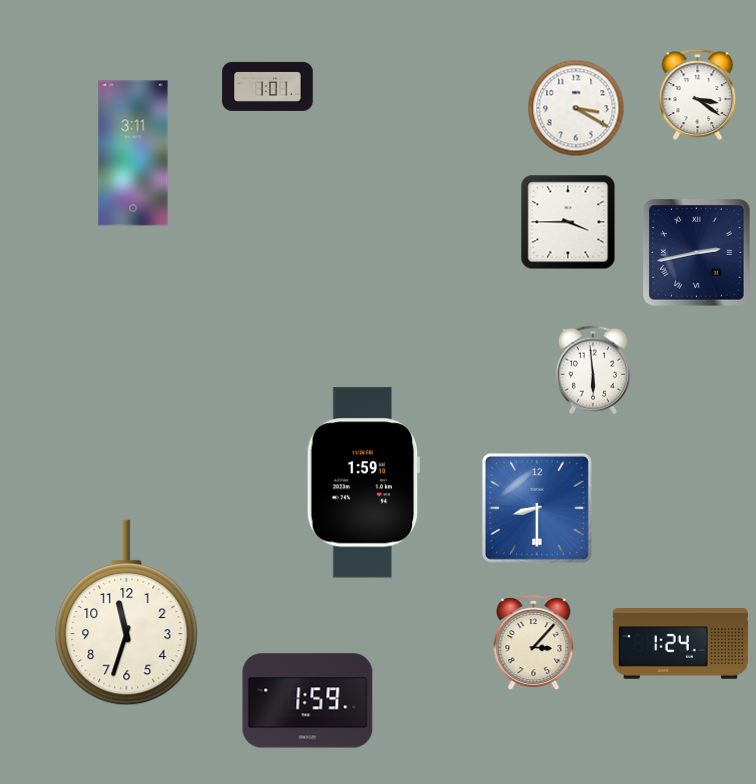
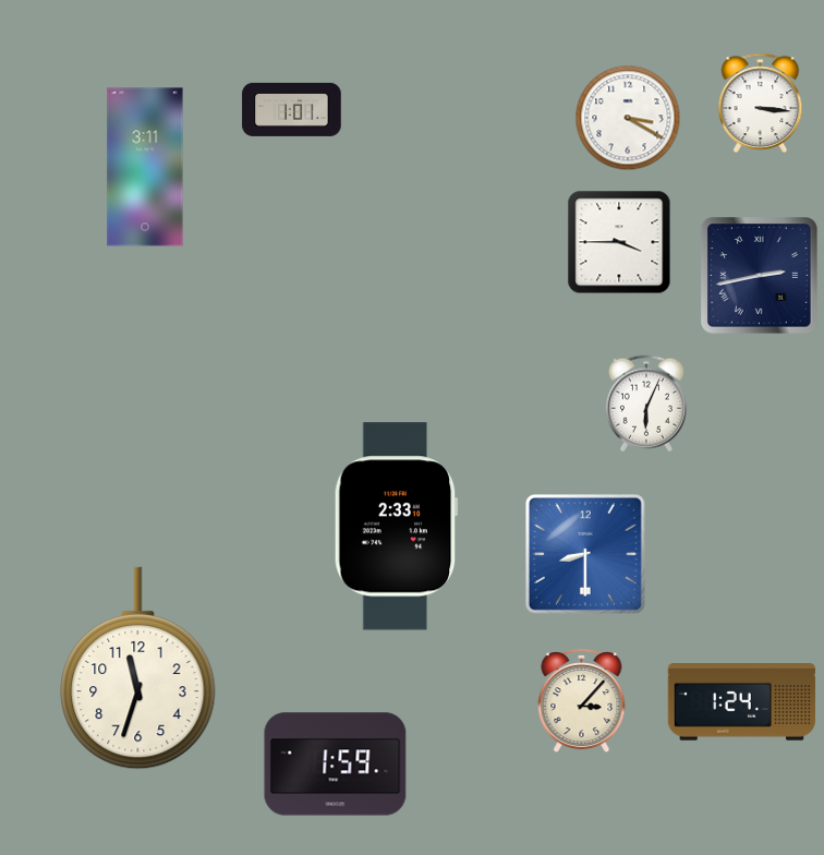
clock at (268, 86) position: (268, 86) -> (292, 109)
clock at (698, 94): 3:21 -> 3:16
clock at (593, 370): 5:59 -> 6:04
clock at (363, 483): 1:59 -> 2:33
